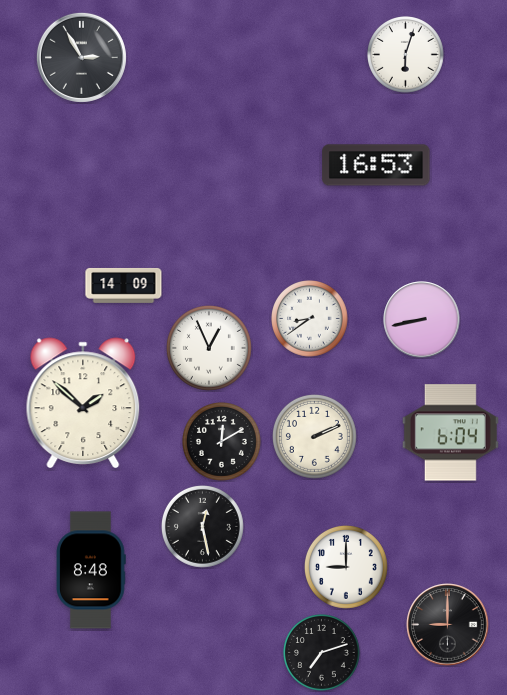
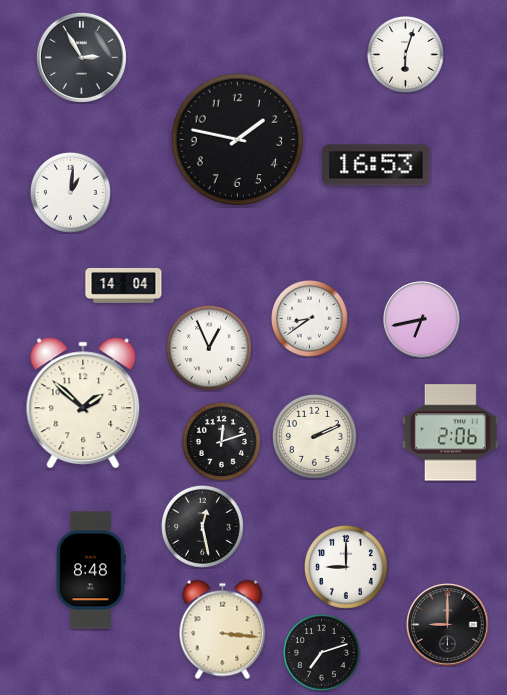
clock at (238, 140): none -> 1:47
clock at (70, 192): none -> 1:01
clock at (124, 286): 14:09 -> 14:04
clock at (422, 320): 8:43 -> 6:43
clock at (450, 433): 6:04 -> 2:06
clock at (222, 442): 12:10 -> 12:12
clock at (223, 630): none -> 3:16
